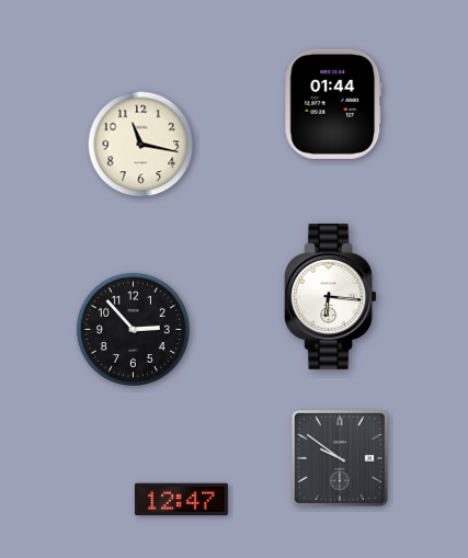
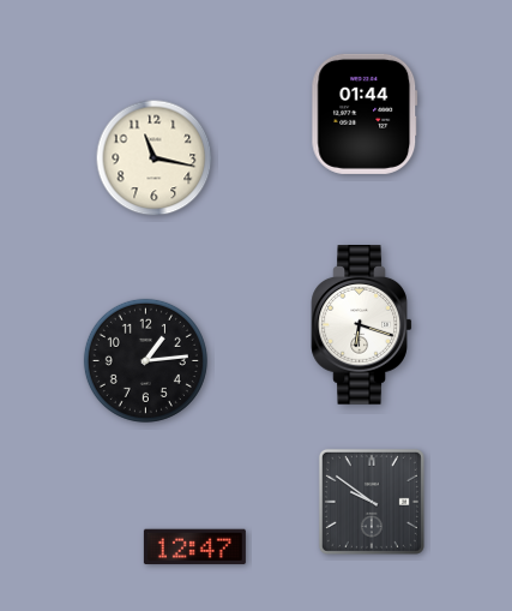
clock at (331, 297): 6:16 -> 6:18
clock at (133, 329): 2:53 -> 1:14
clock at (181, 500) position: (181, 500) -> (194, 547)
